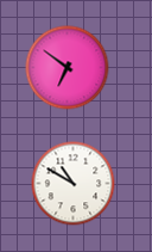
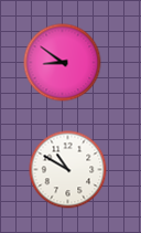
clock at (68, 68): 6:51 -> 8:51
